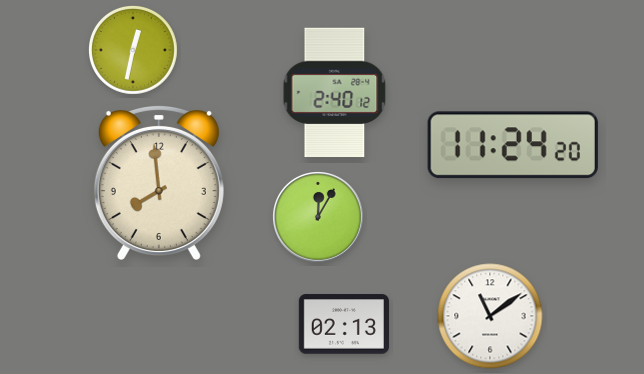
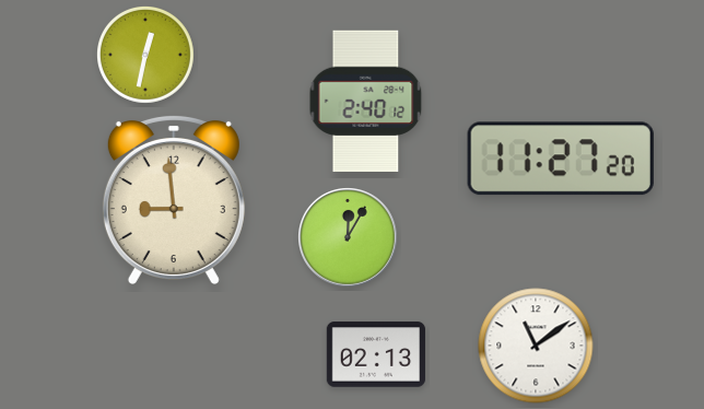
clock at (513, 145): 11:24 -> 11:27
clock at (159, 182): 7:59 -> 8:59
